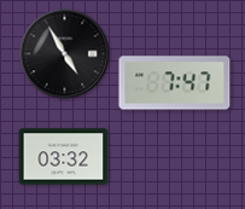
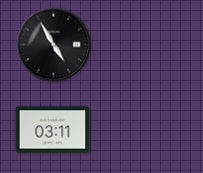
clock at (175, 83): 7:47 -> none
clock at (64, 157): 03:32 -> 03:11
